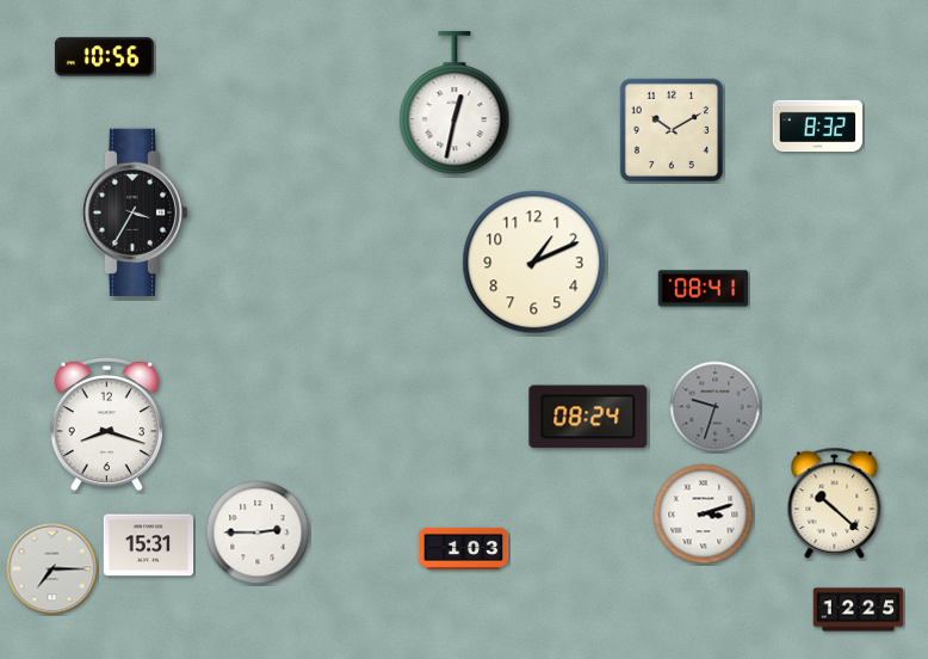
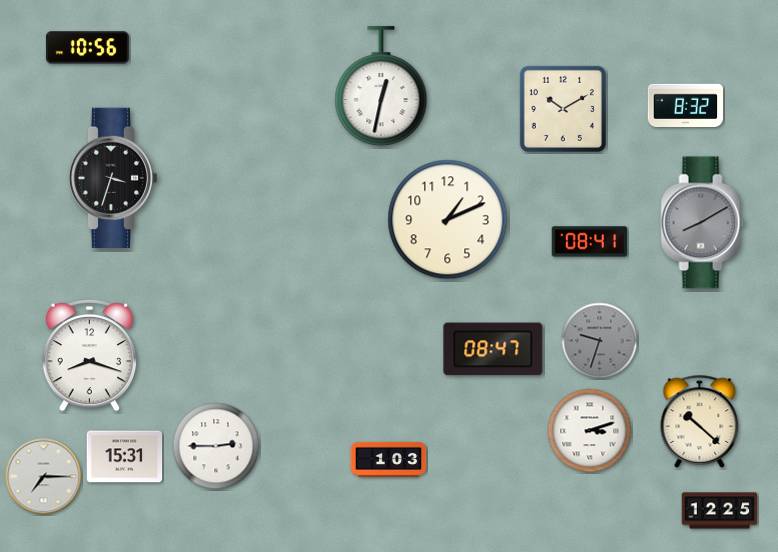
clock at (135, 211): 3:35 -> 3:33
clock at (703, 223): none -> 8:10
clock at (588, 417): 08:24 -> 08:47
